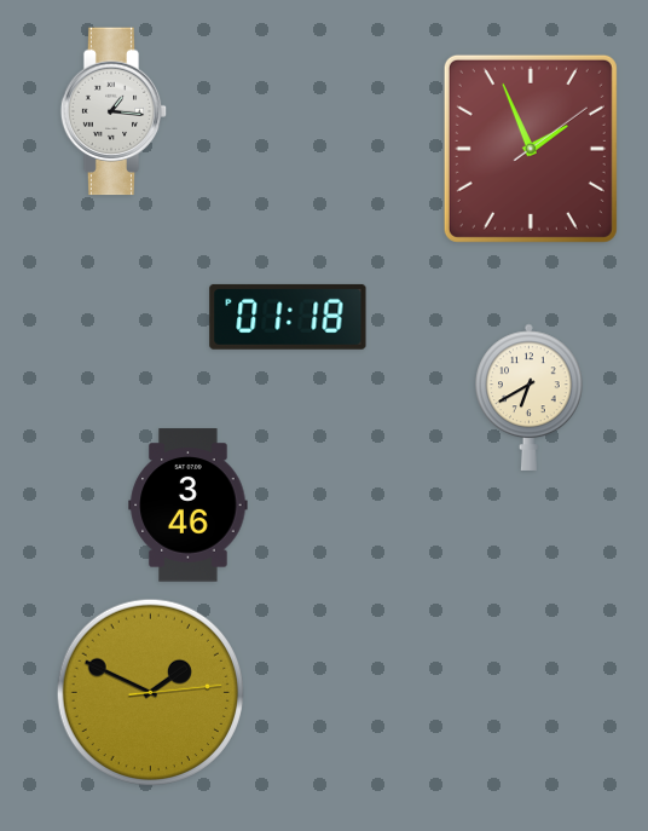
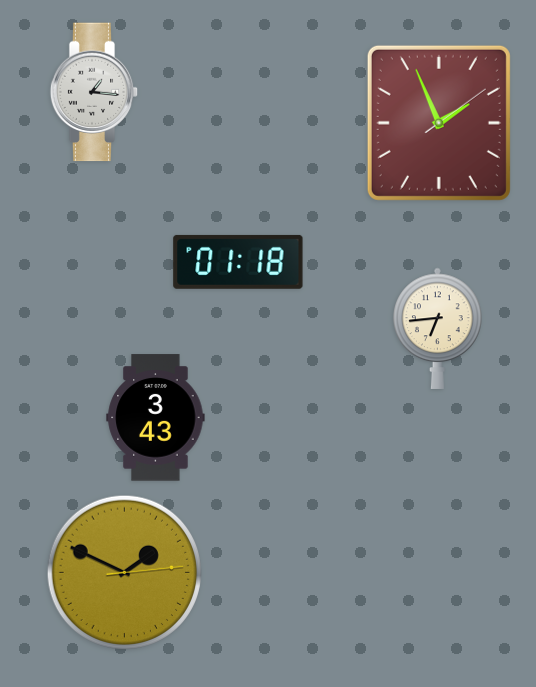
clock at (530, 397): 6:40 -> 6:44
clock at (189, 506): 3:46 -> 3:43
